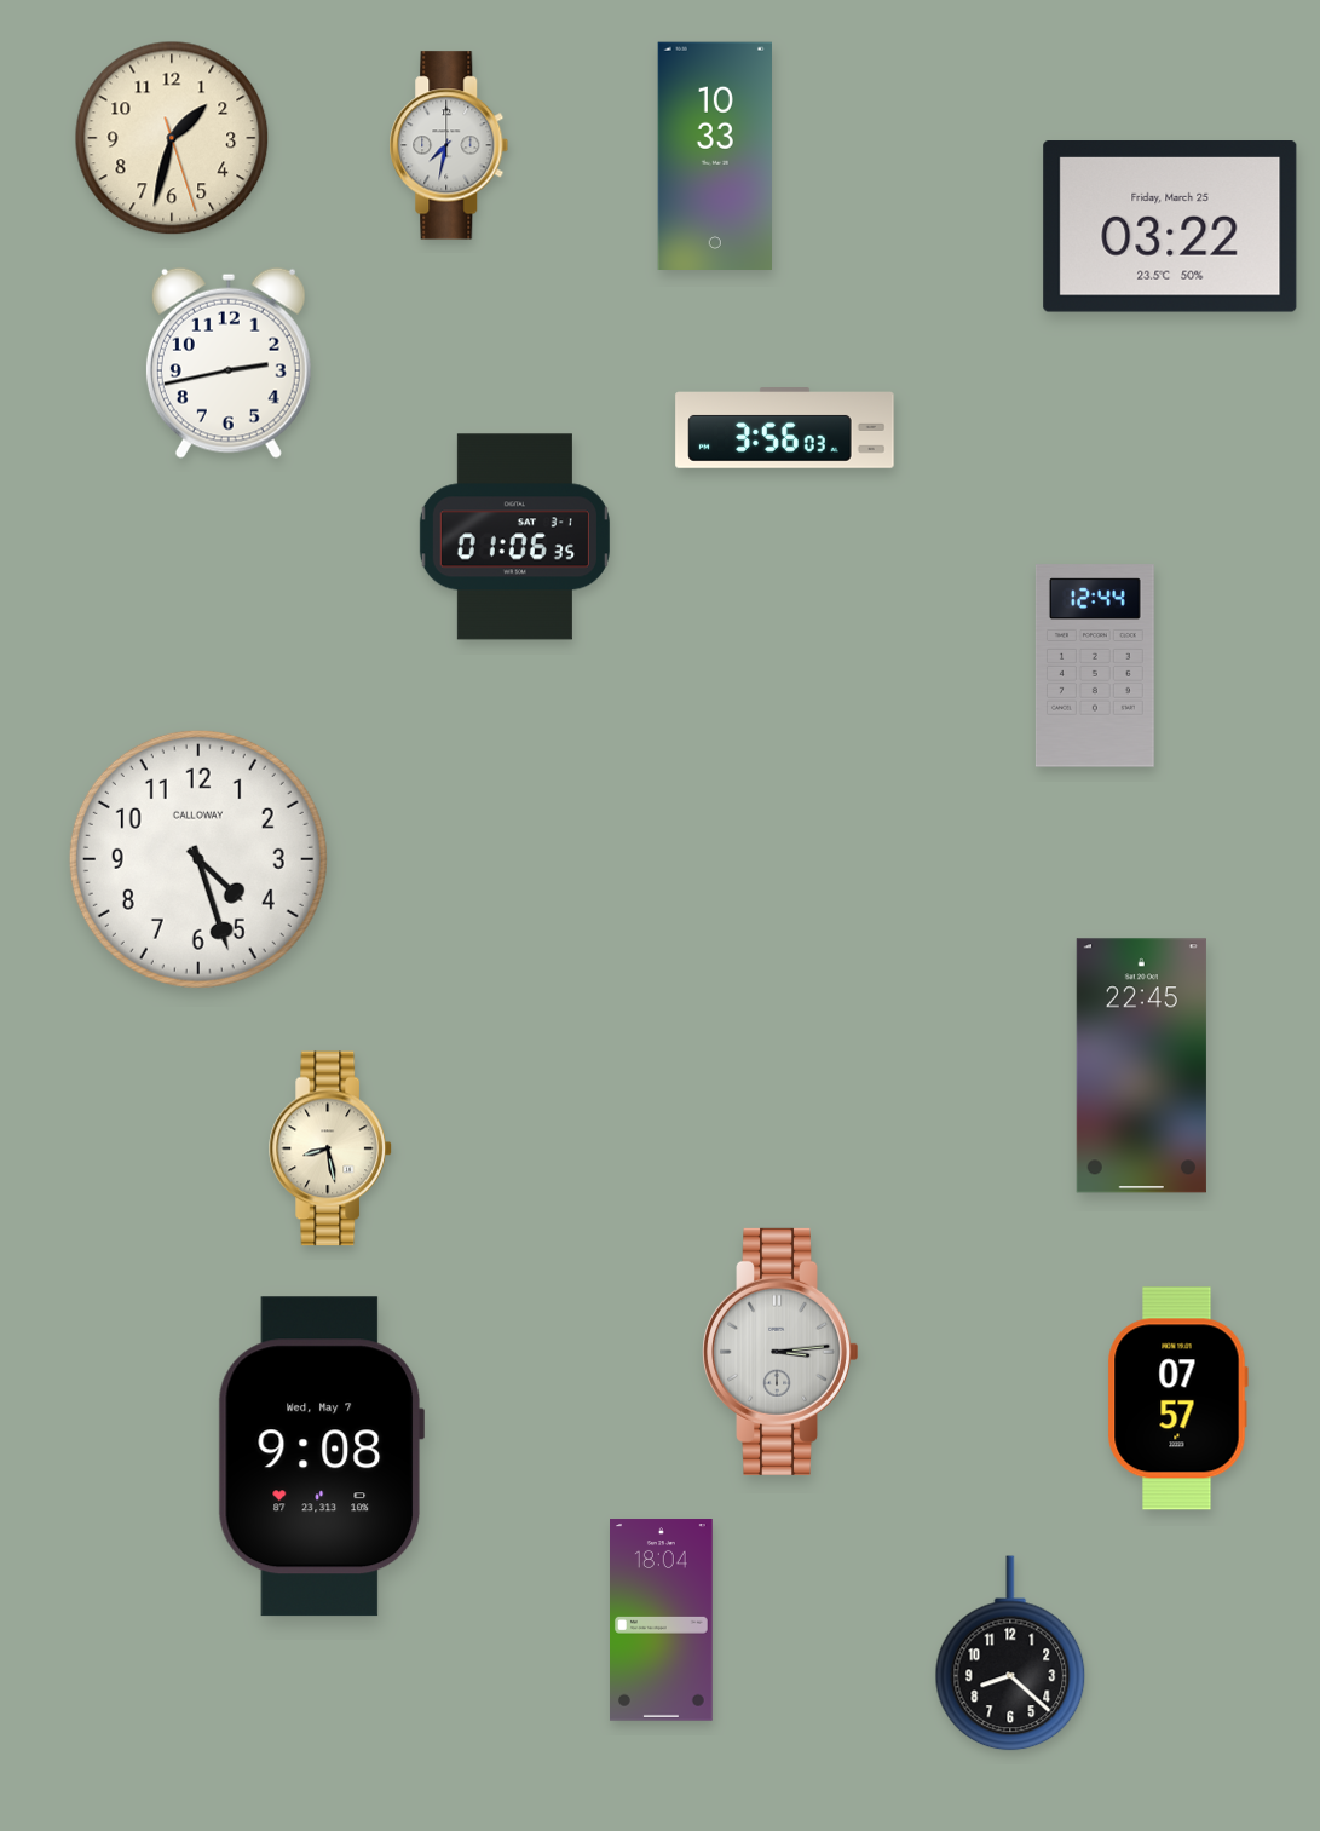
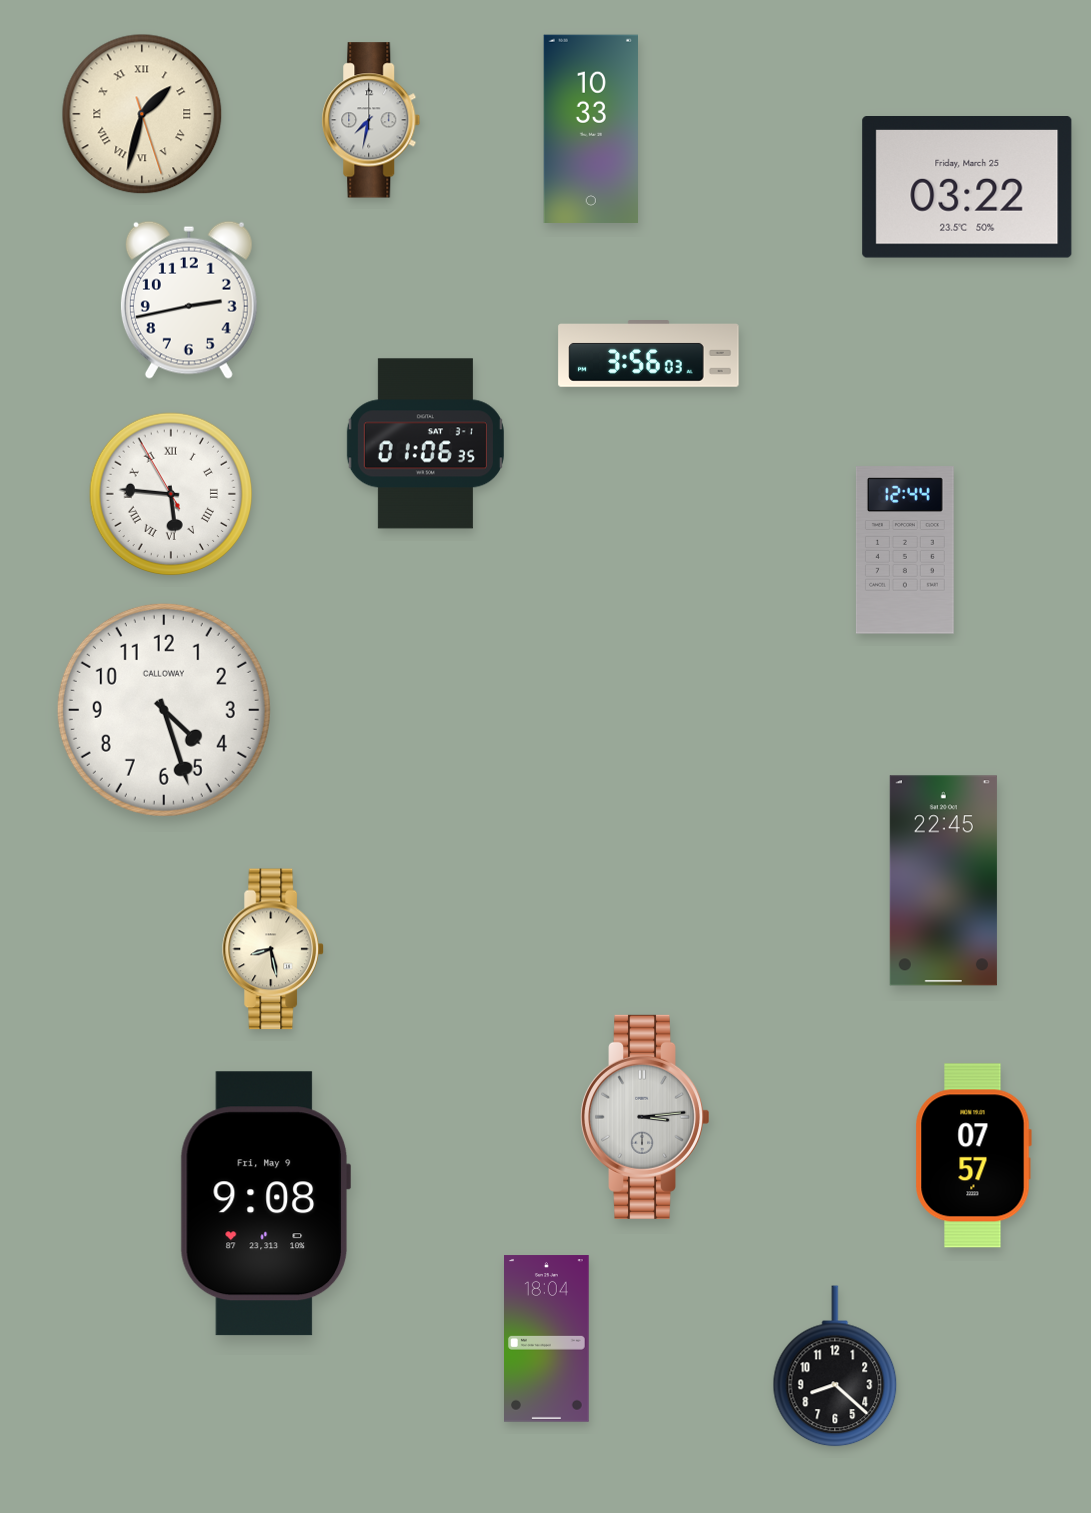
clock at (172, 138) numerals: Arabic -> Roman
clock at (171, 494): none -> 5:45
clock at (319, 1457) date: Wed, May 7 -> Fri, May 9
